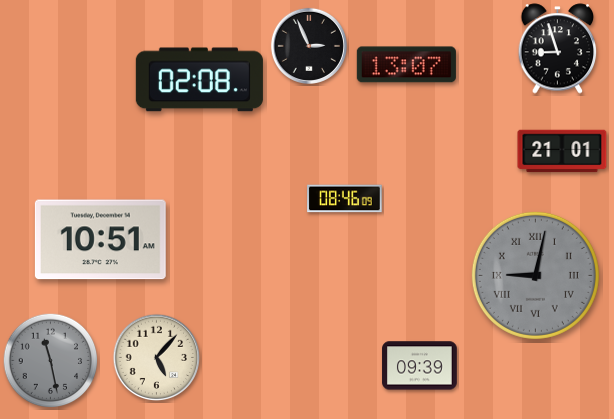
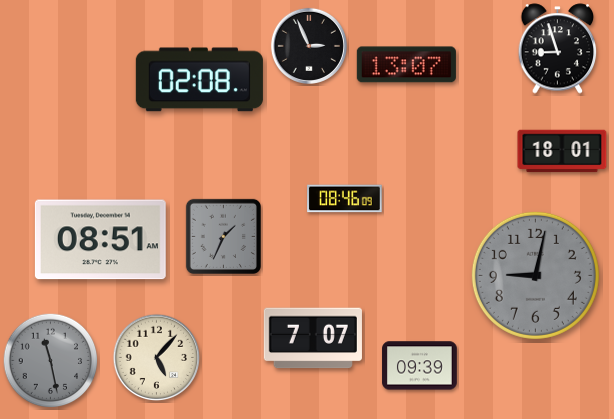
clock at (562, 151): 21:01 -> 18:01
clock at (223, 236): none -> 1:34
clock at (100, 240): 10:51 -> 08:51
clock at (535, 275) numerals: Roman -> Arabic
clock at (313, 338): none -> 7:07
